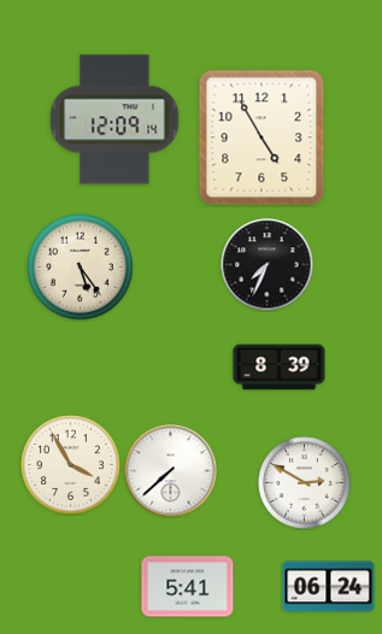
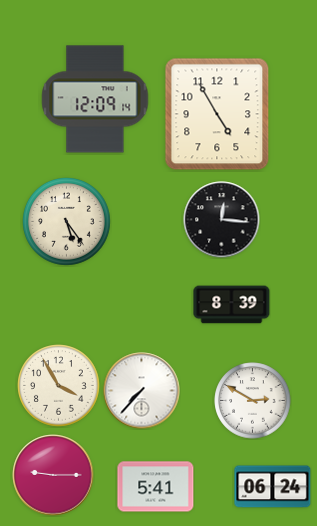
clock at (268, 265): 7:34 -> 12:16
clock at (171, 471): 7:38 -> 7:37
clock at (53, 475): none -> 9:15
